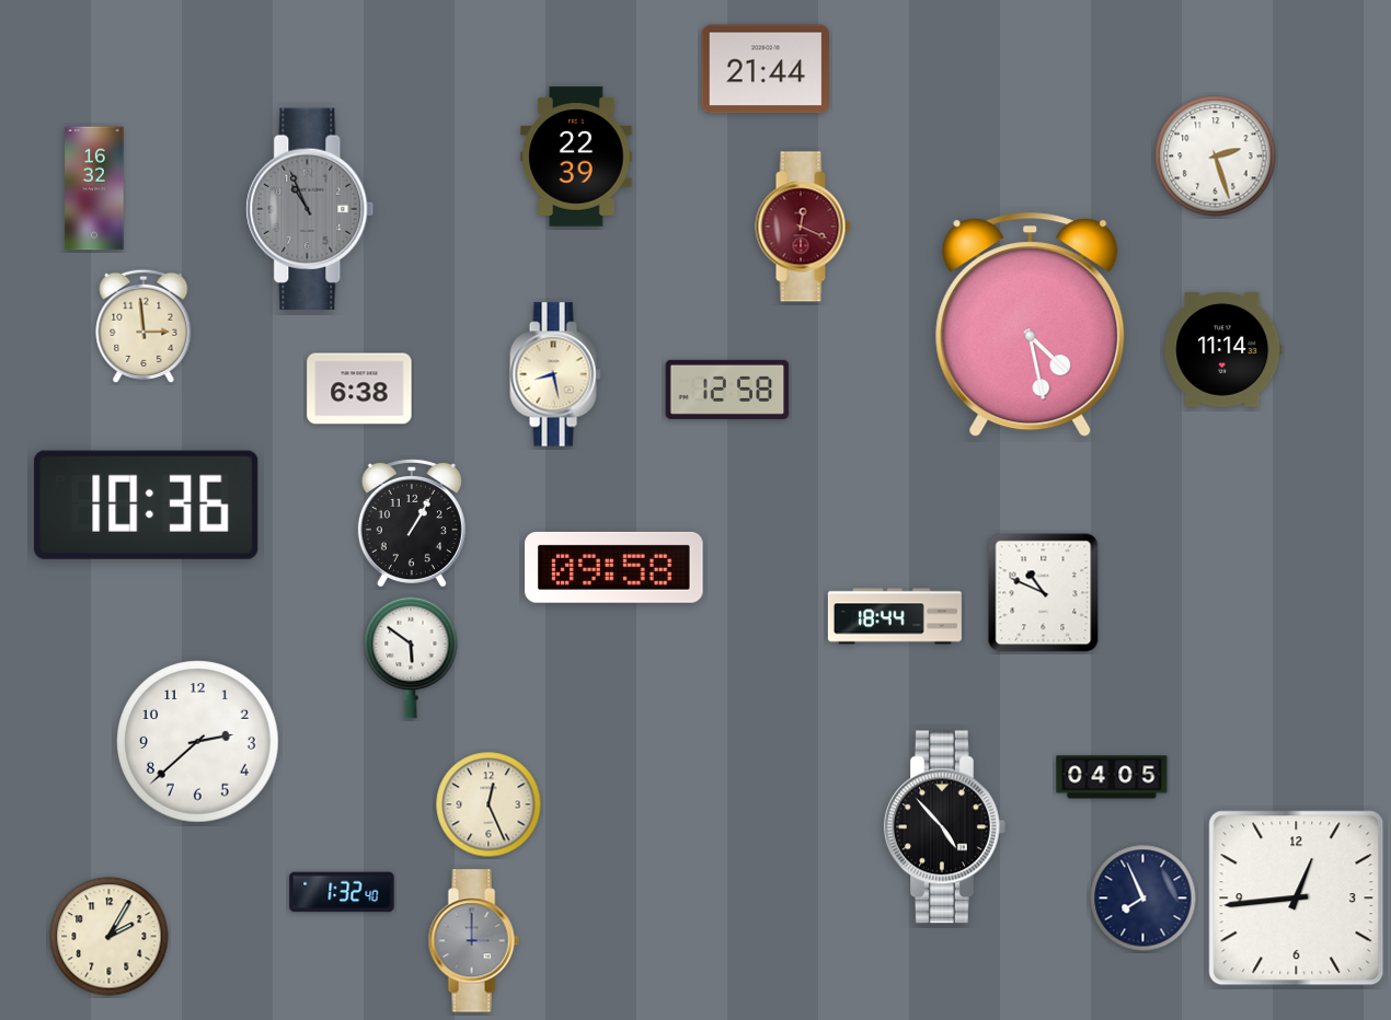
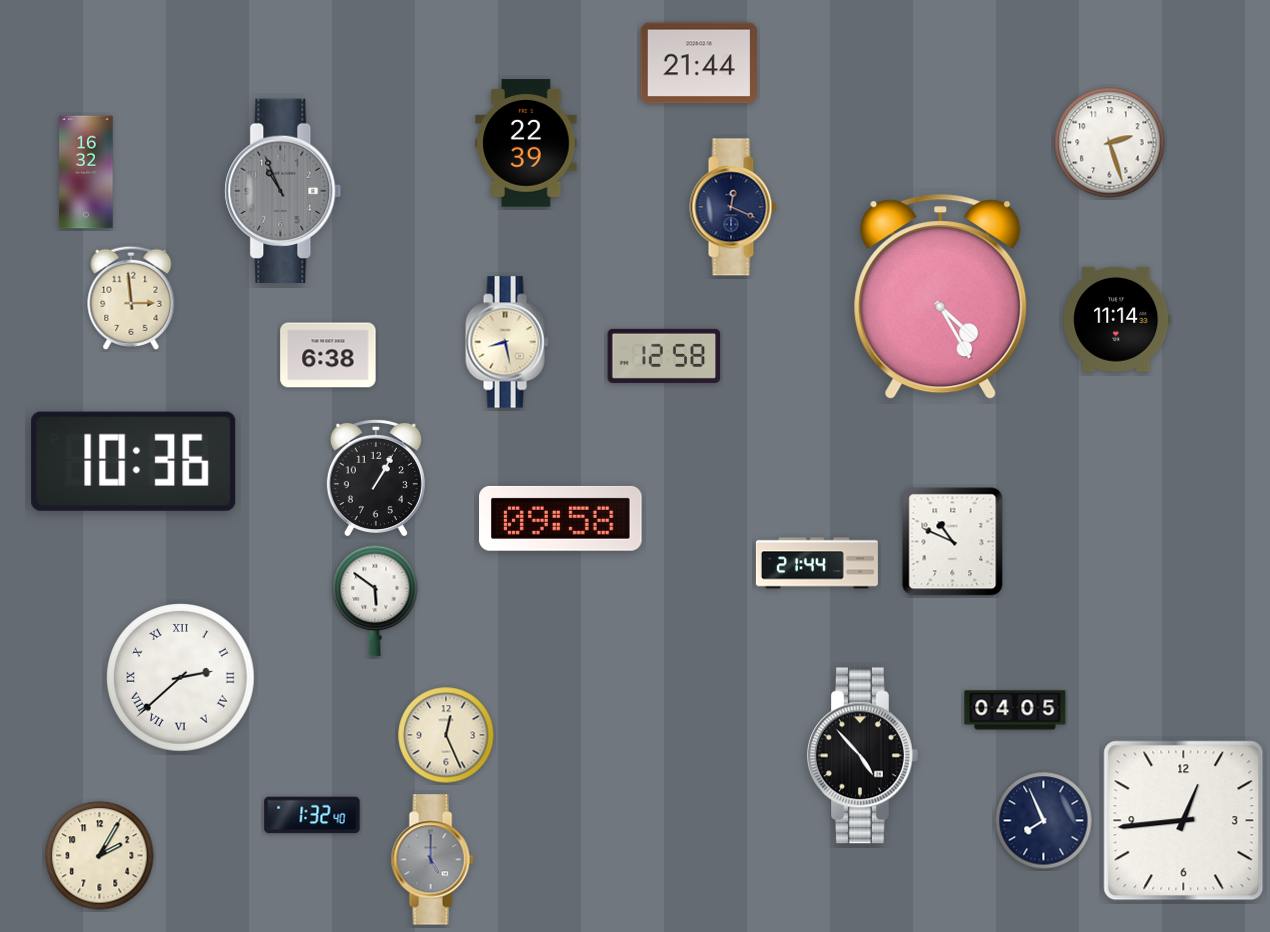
clock at (803, 227) dial: burgundy -> navy
clock at (1031, 325): 4:28 -> 4:25
clock at (895, 616): 18:44 -> 21:44
clock at (198, 742) numerals: Arabic -> Roman
clock at (473, 941): 3:00 -> 5:00
